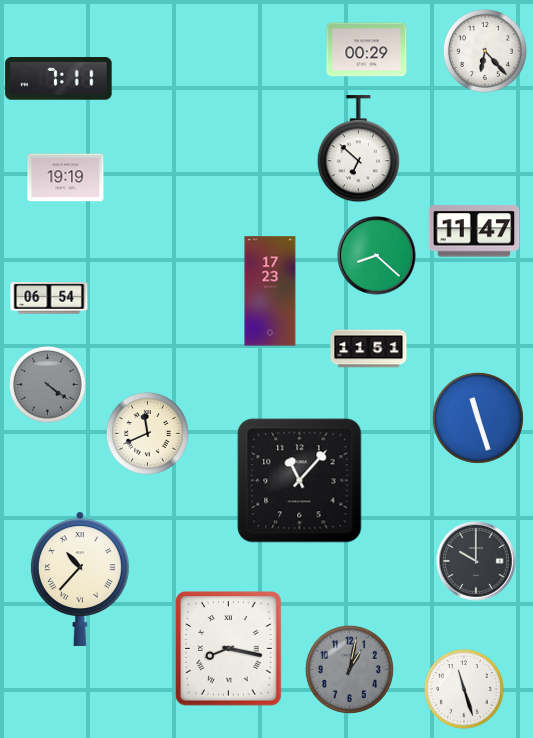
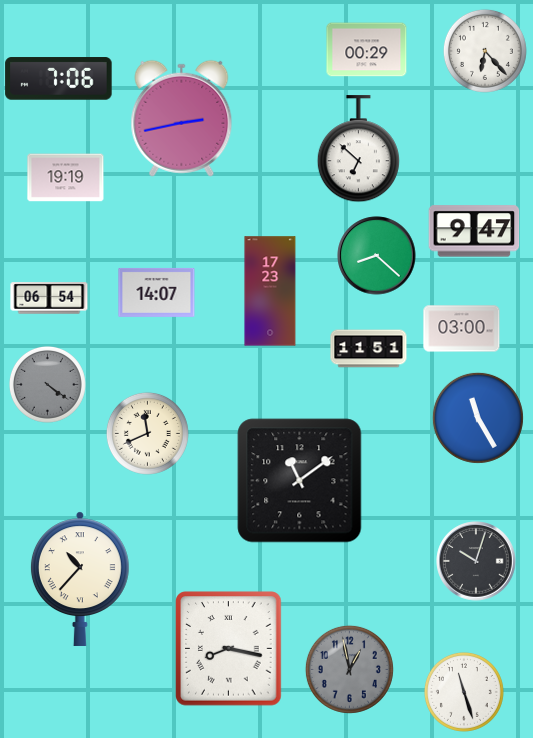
clock at (59, 79): 7:11 -> 7:06
clock at (182, 118): none -> 2:43
clock at (474, 231): 11:47 -> 9:47
clock at (157, 292): none -> 14:07
clock at (462, 329): none -> 03:00
clock at (478, 418): 11:27 -> 11:25
clock at (300, 481): 11:07 -> 11:09
clock at (476, 561): 10:00 -> 10:03
clock at (349, 669): 1:02 -> 12:58
clock at (464, 689) position: (464, 689) -> (464, 692)
